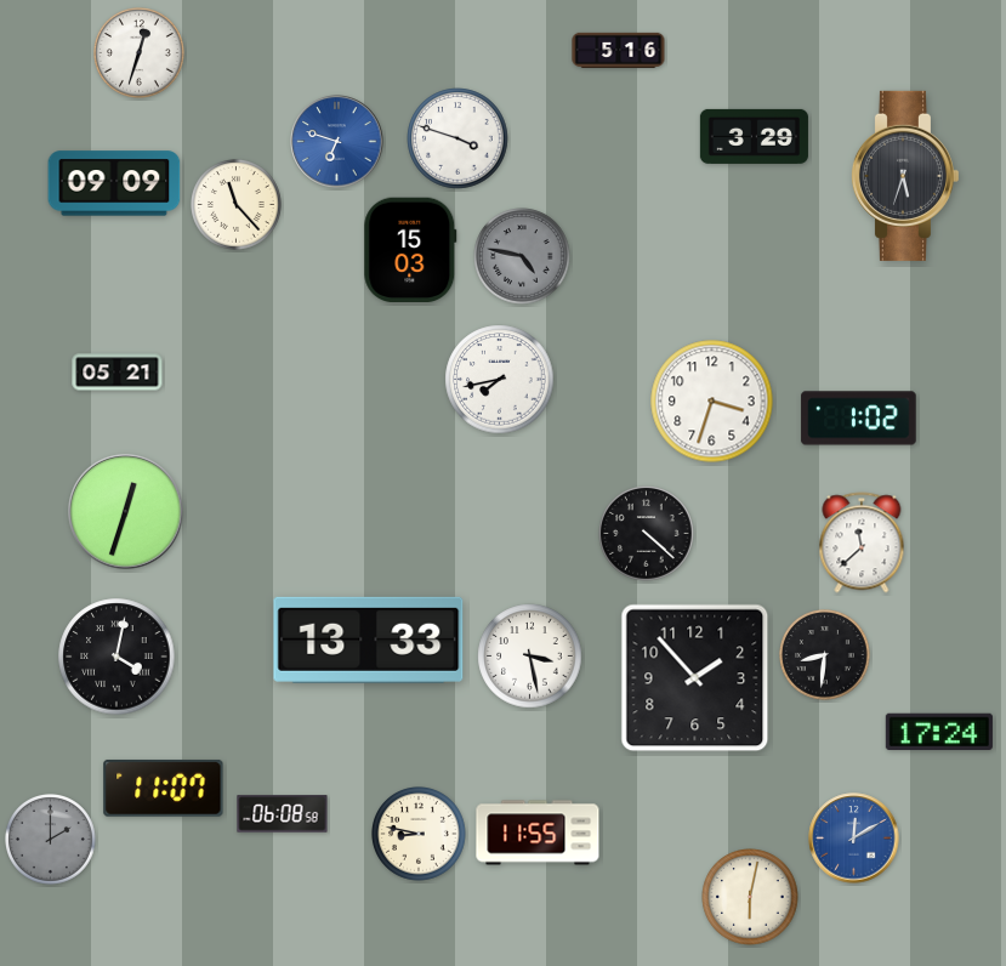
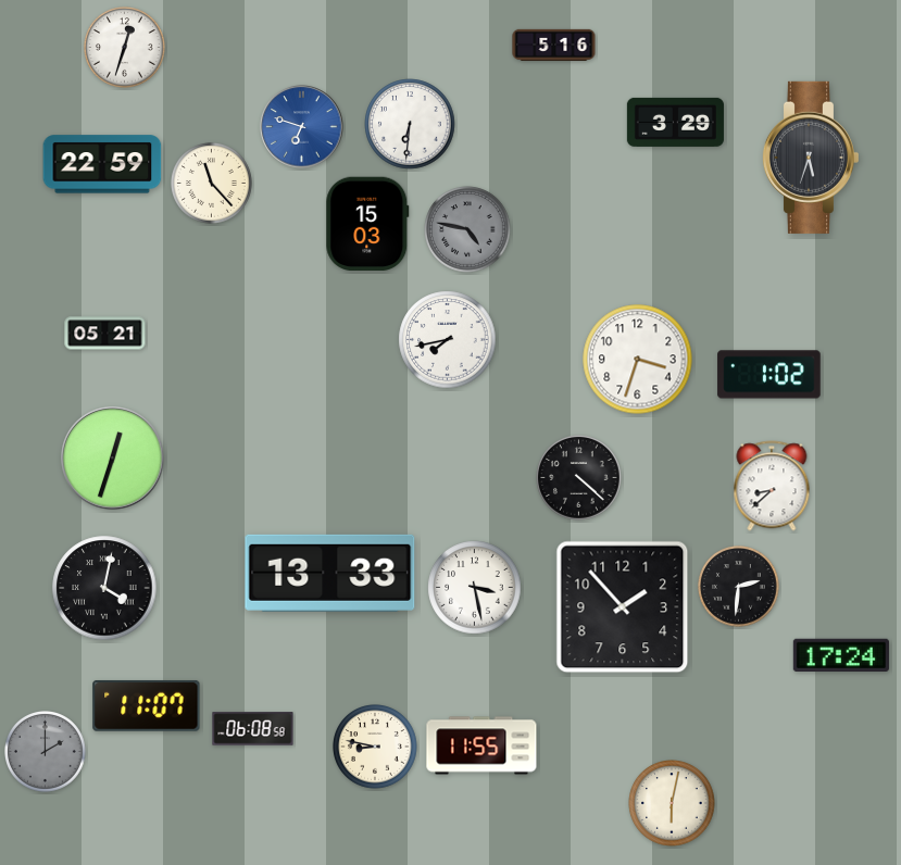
clock at (457, 138): 3:48 -> 6:31
clock at (114, 183): 09:09 -> 22:59
clock at (862, 542): 11:38 -> 8:38
clock at (825, 655): 8:31 -> 2:31
clock at (854, 839): 12:10 -> none
